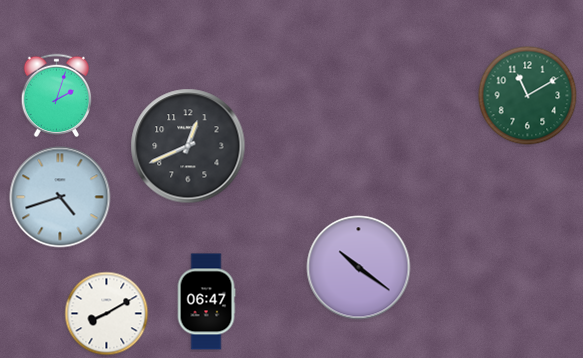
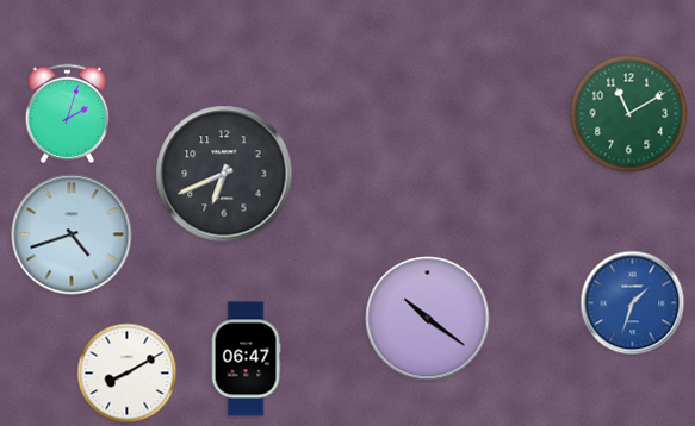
clock at (188, 146): 12:41 -> 6:41
clock at (633, 303): none -> 1:33
